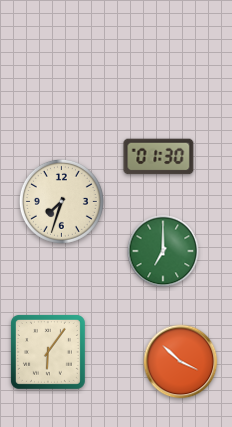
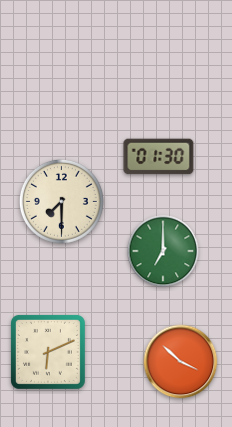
clock at (61, 201): 7:33 -> 7:30
clock at (48, 352): 6:06 -> 6:11
